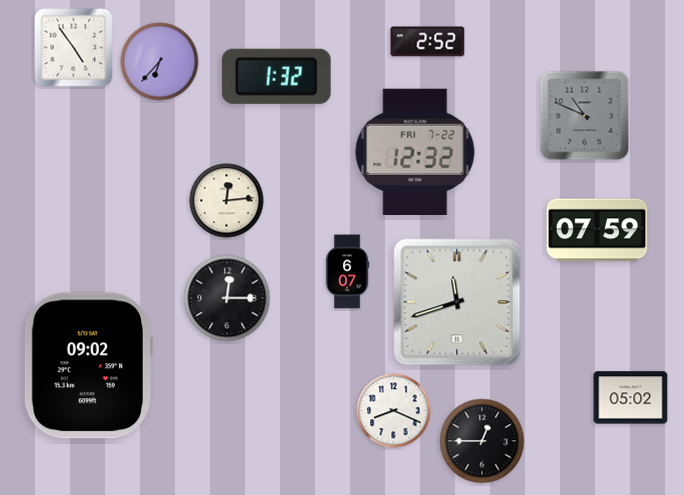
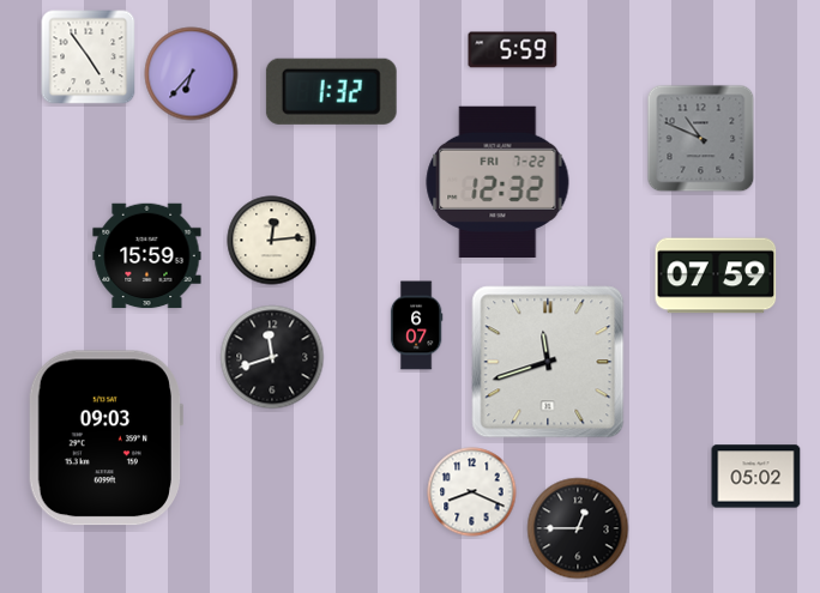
clock at (428, 42): 2:52 -> 5:59
clock at (147, 256): none -> 15:59
clock at (227, 298): 12:15 -> 11:42
clock at (87, 366): 09:02 -> 09:03
